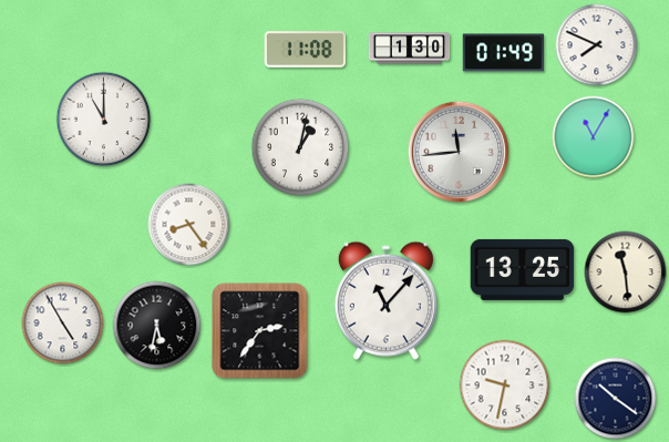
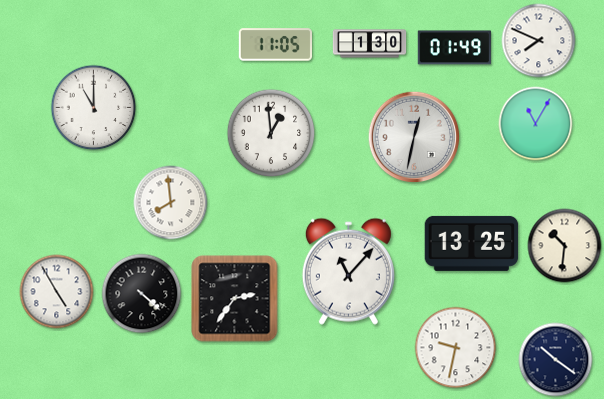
clock at (306, 50): 11:08 -> 11:05
clock at (300, 147): 1:02 -> 12:59
clock at (459, 152): 11:44 -> 12:32
clock at (189, 225): 8:24 -> 7:59
clock at (626, 273): 11:29 -> 10:31
clock at (157, 326): 5:32 -> 4:22
